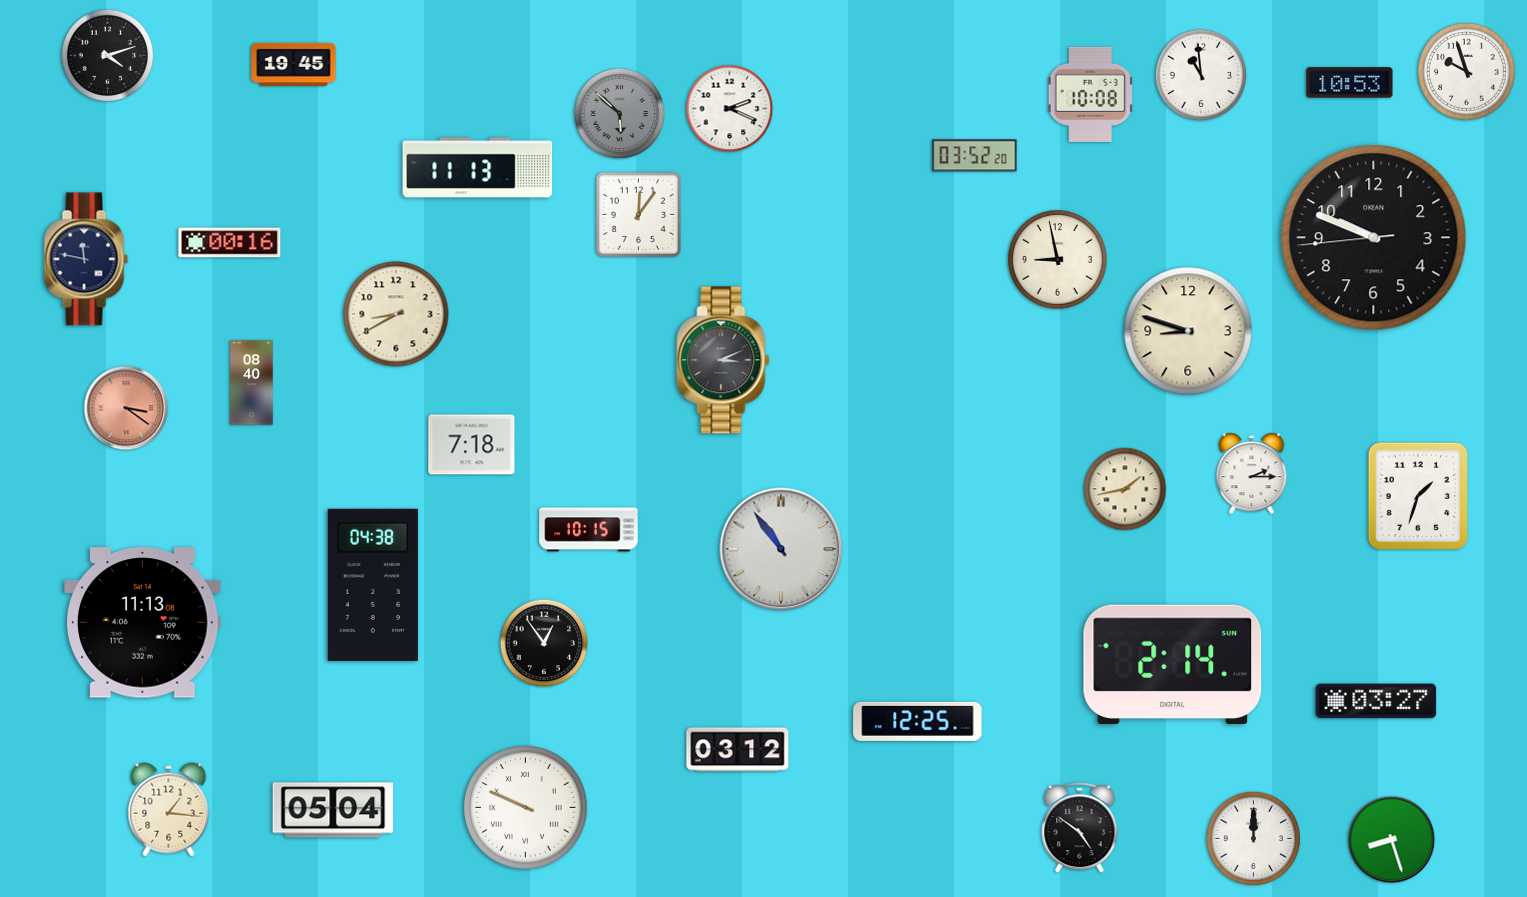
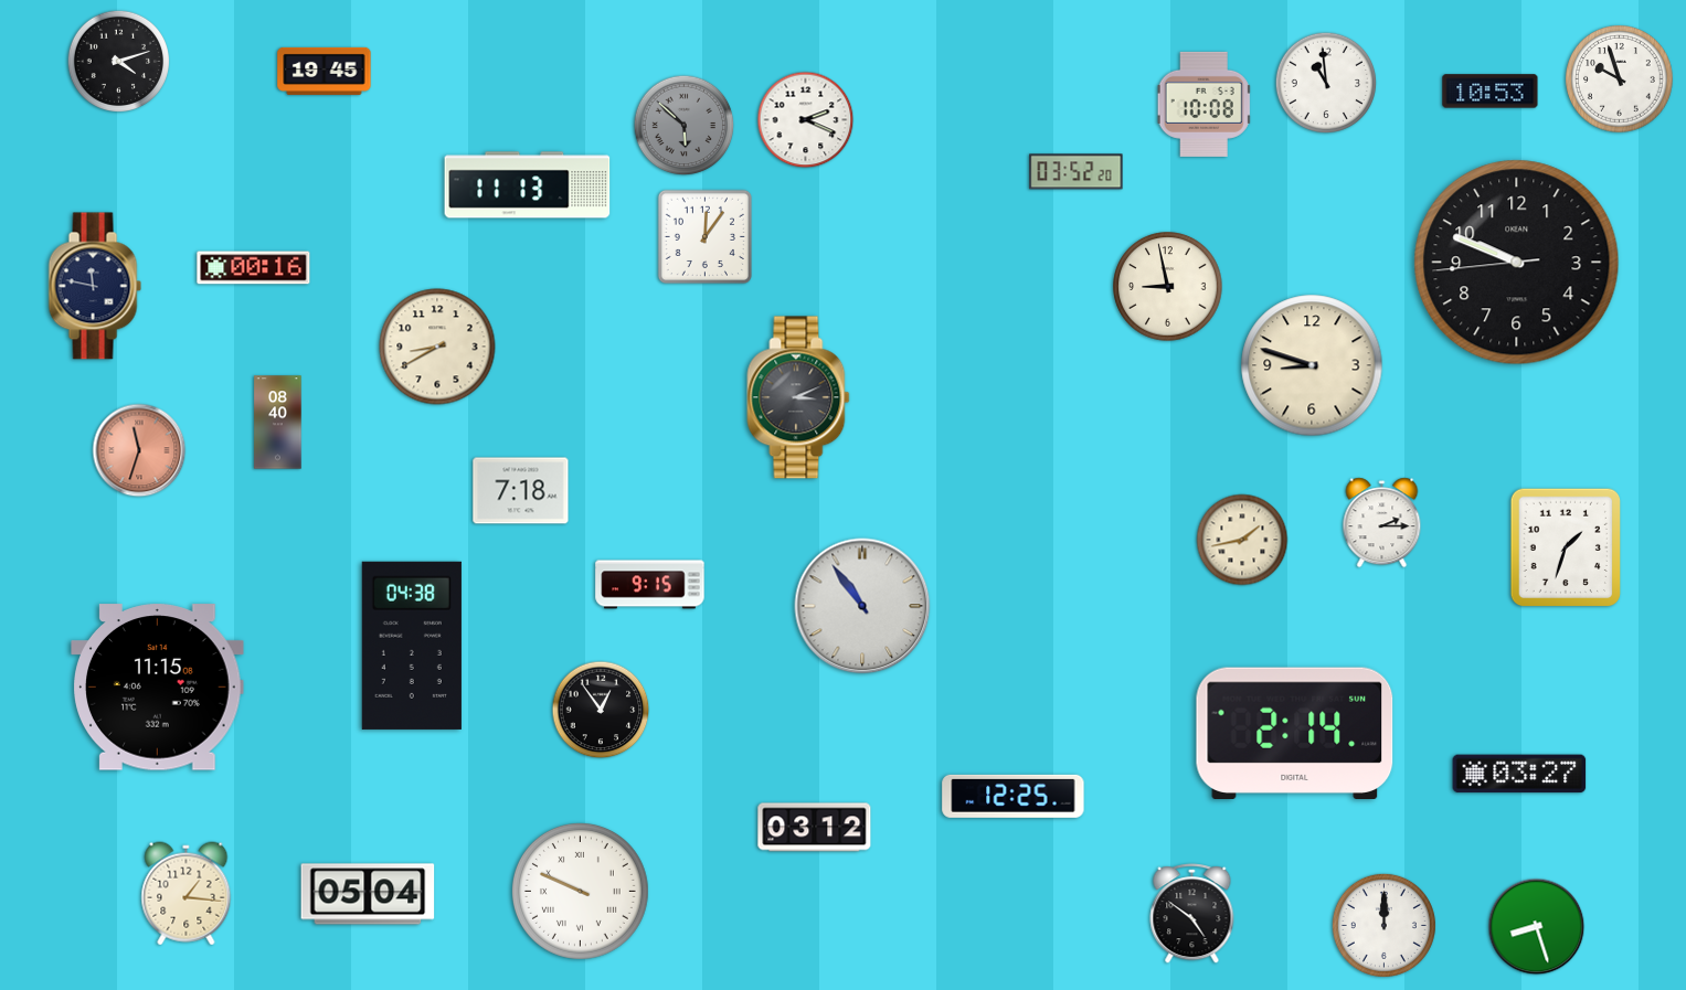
clock at (126, 408): 3:21 -> 11:33
clock at (589, 530): 10:15 -> 9:15
clock at (143, 623): 11:13 -> 11:15
